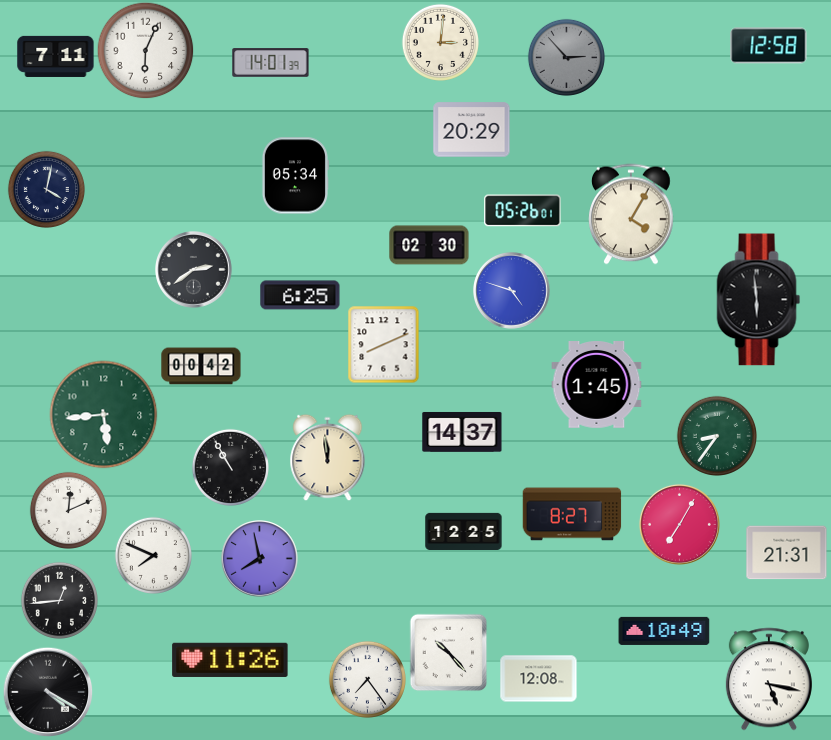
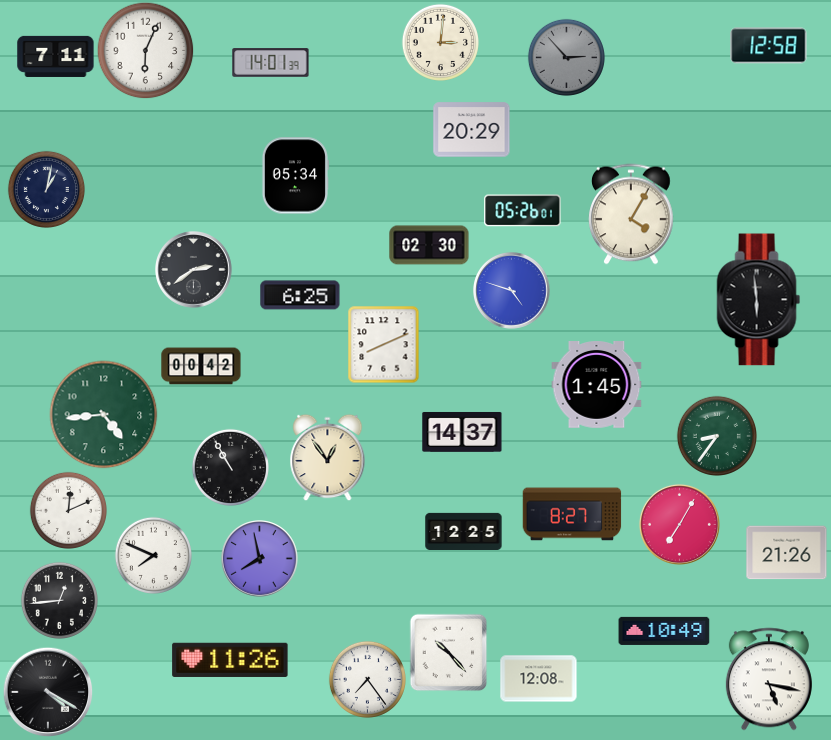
clock at (46, 189): 4:02 -> 1:02
clock at (104, 415): 5:44 -> 4:44
clock at (328, 457): 11:59 -> 12:54
clock at (787, 553): 21:31 -> 21:26
